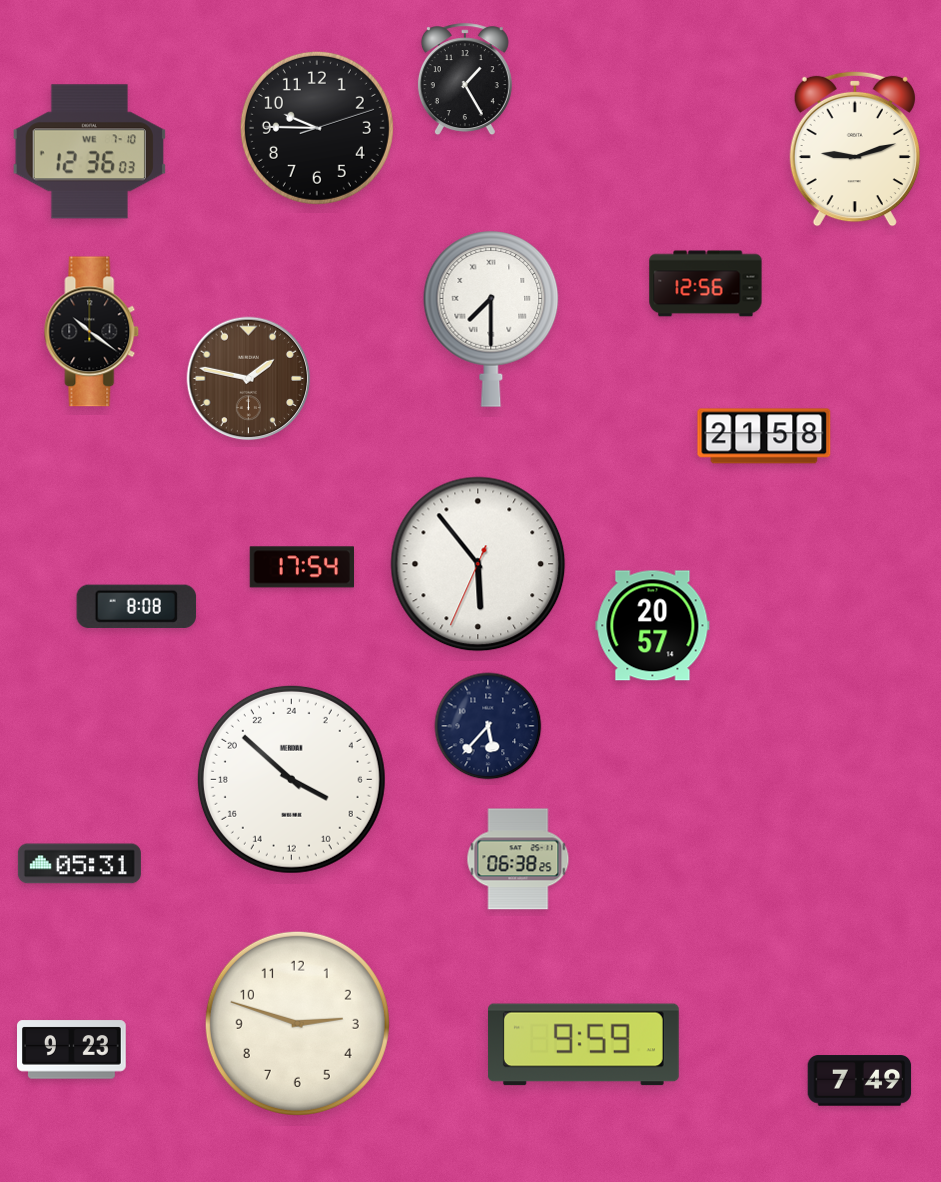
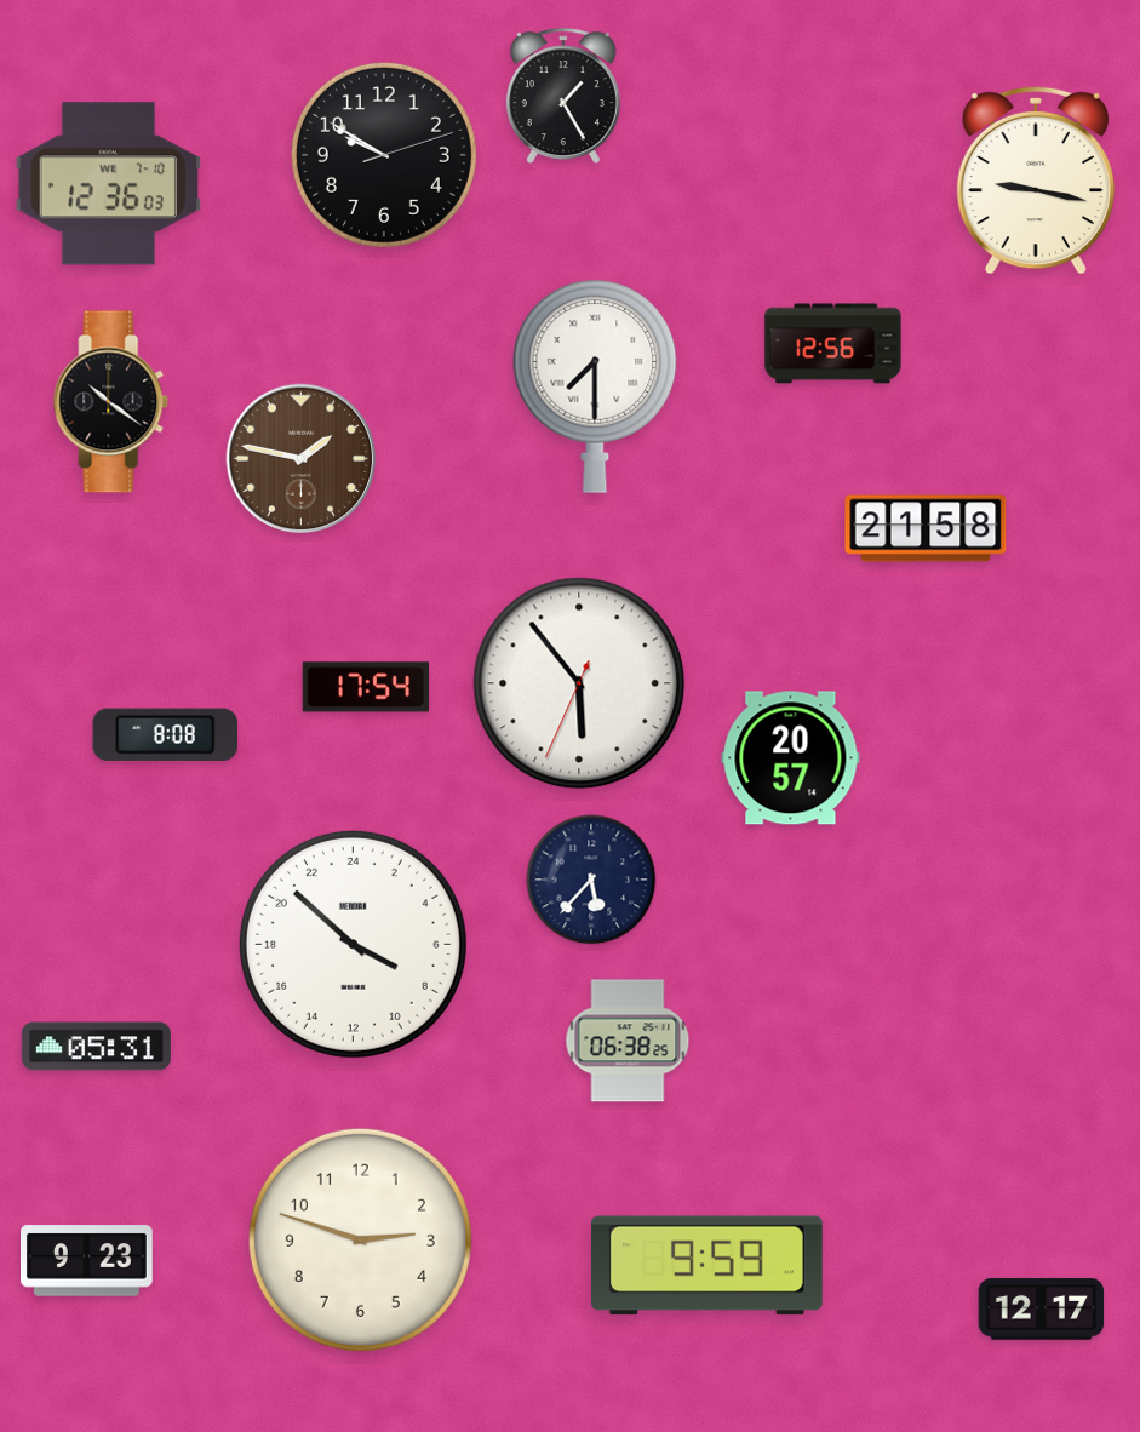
clock at (317, 128): 9:45 -> 9:50
clock at (855, 149): 9:12 -> 9:17
clock at (706, 284) position: (706, 284) -> (833, 344)
clock at (72, 1050) position: (72, 1050) -> (87, 1261)
clock at (860, 1081): 7:49 -> 12:17
